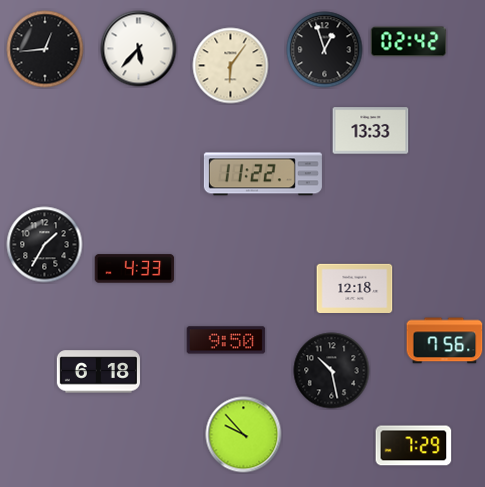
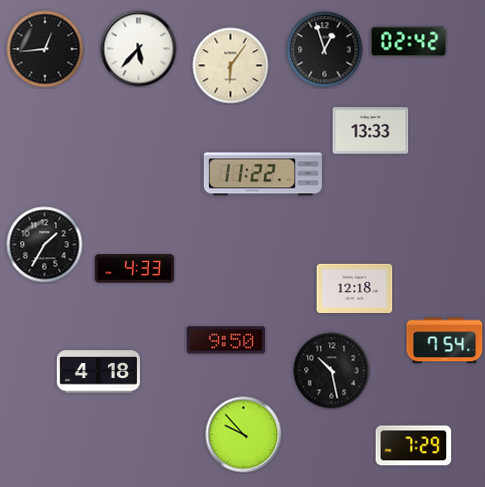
clock at (445, 341): 7:56 -> 7:54
clock at (98, 372): 6:18 -> 4:18
